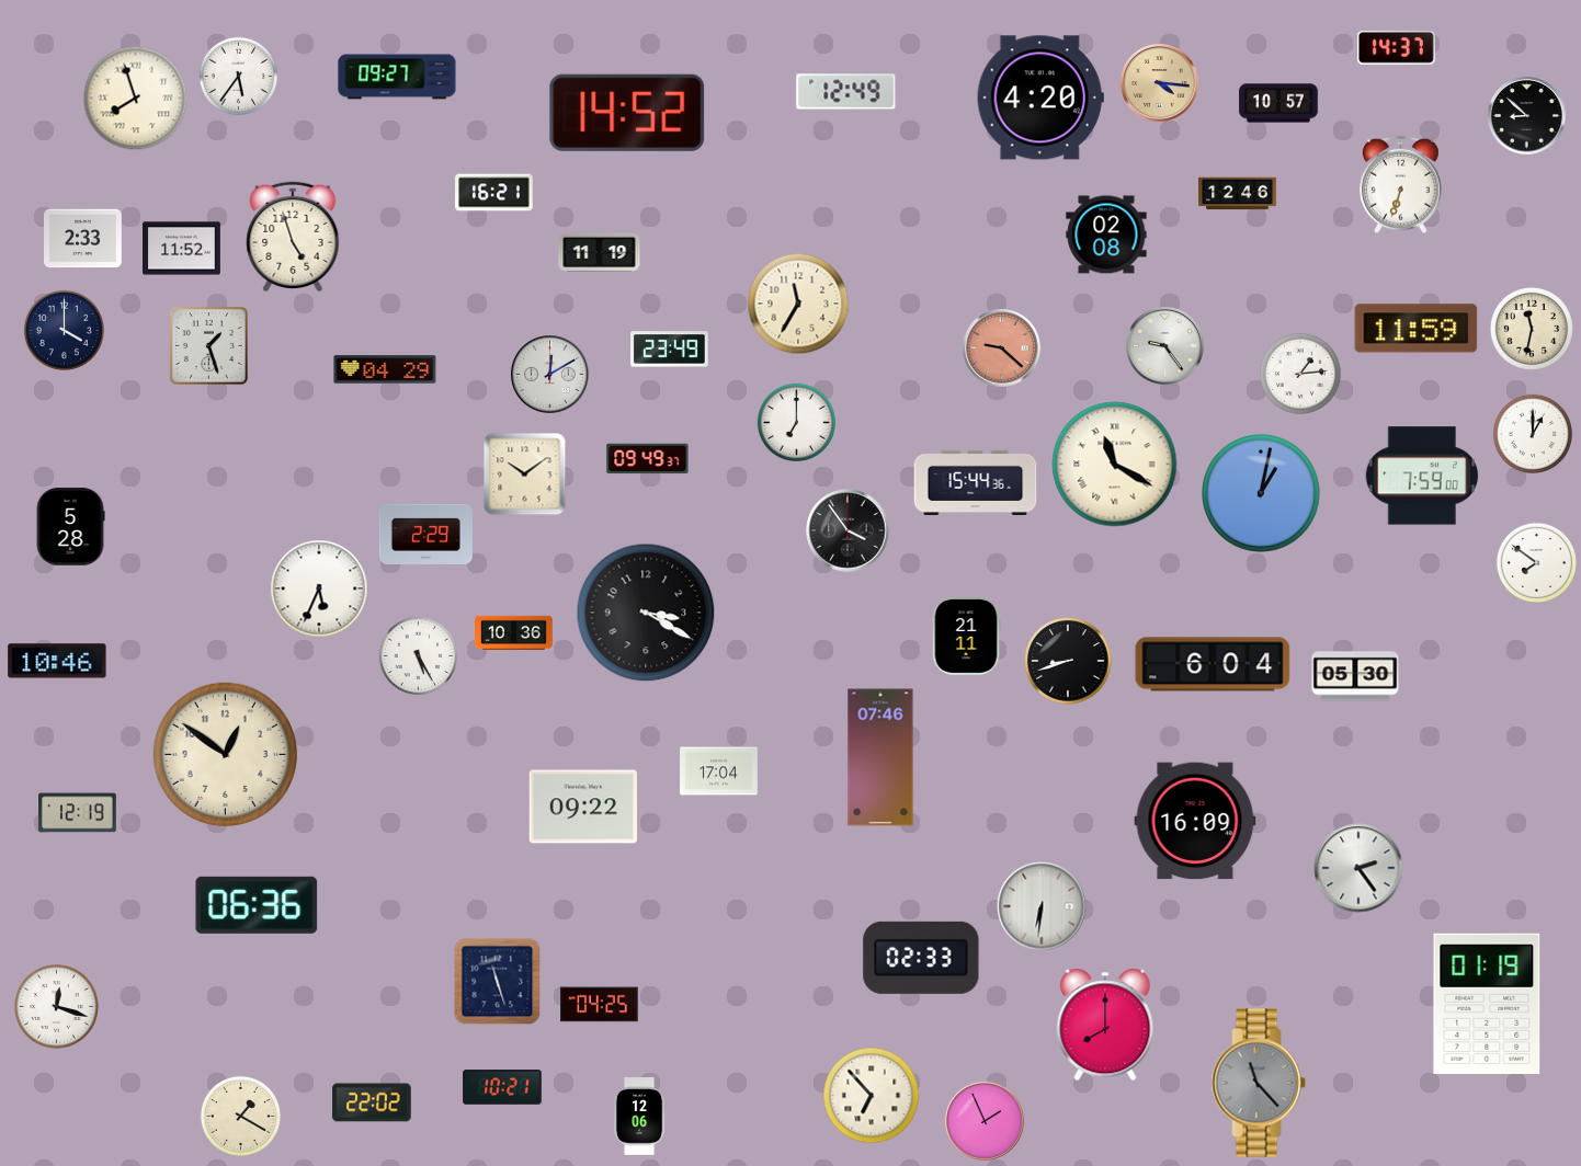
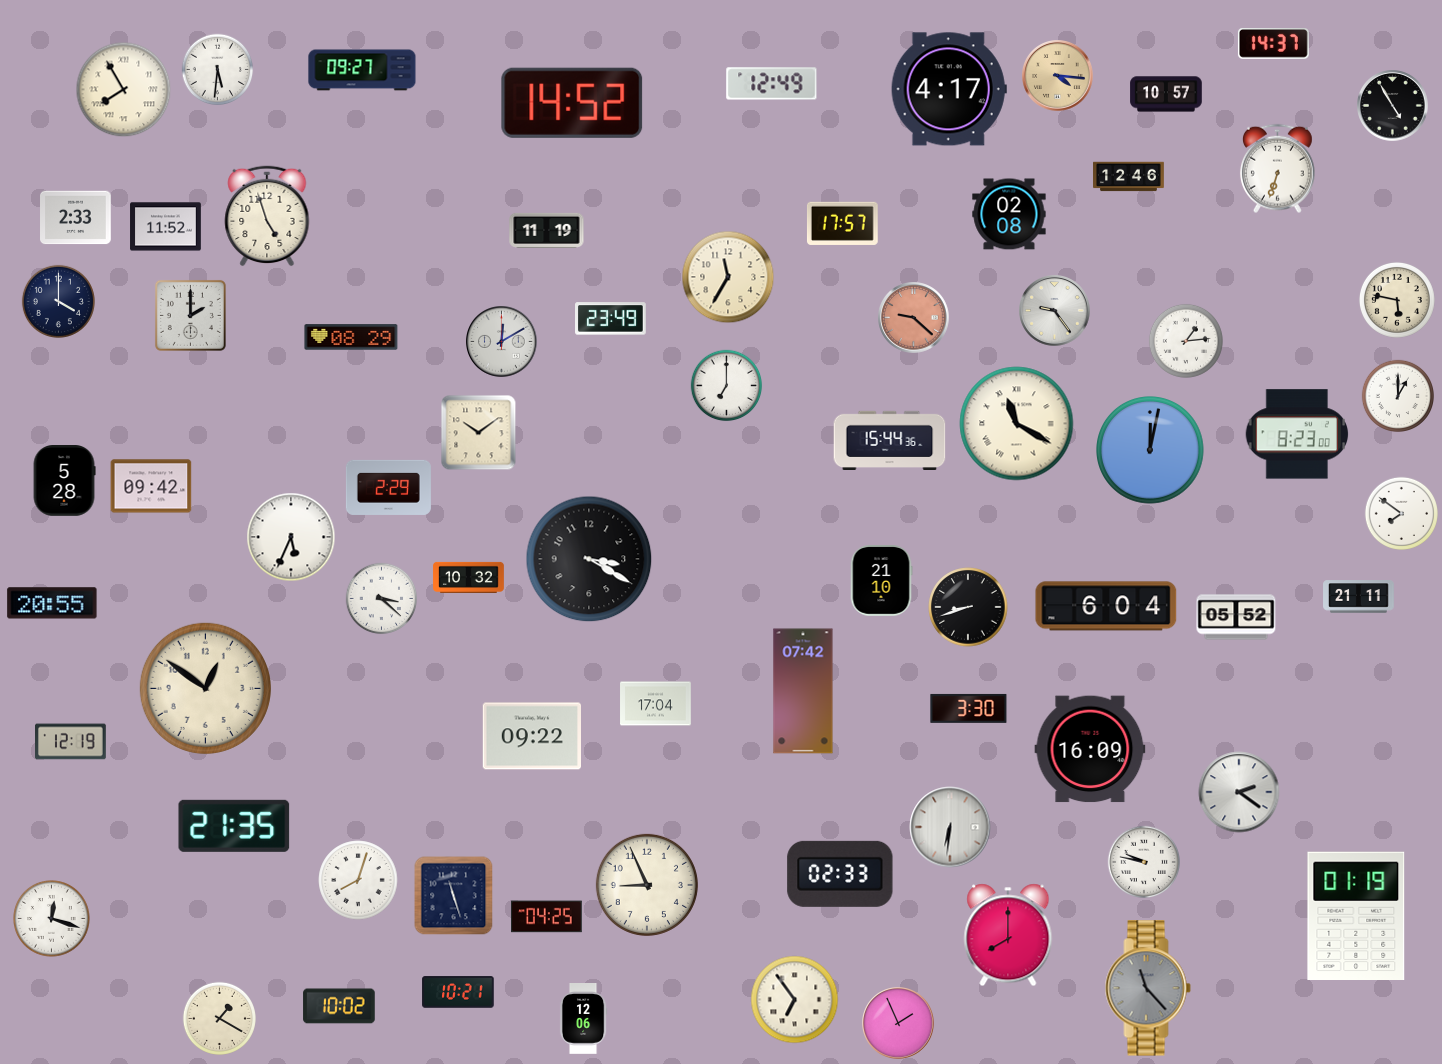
clock at (239, 77): 5:36 -> 5:31
clock at (1040, 98): 4:20 -> 4:17
clock at (136, 99): 7:57 -> 7:55
clock at (1527, 116): 8:52 -> 4:55
clock at (494, 193): 16:21 -> none
clock at (842, 223): none -> 17:57
clock at (1417, 329): 11:59 -> none
clock at (1532, 329): 11:32 -> 5:47
clock at (208, 345): 1:27 -> 2:00
clock at (1165, 346) position: (1165, 346) -> (1055, 311)
clock at (385, 369): 04:29 -> 08:29
clock at (648, 459): 09:49 -> none
clock at (1422, 476): 7:59 -> 8:23
clock at (1262, 494): 1:02 -> 12:02
clock at (848, 530): 3:54 -> none
clock at (151, 486): none -> 09:42
clock at (514, 632): 10:36 -> 10:32
clock at (966, 637): 21:11 -> 21:10
clock at (1359, 597): none -> 21:11
clock at (419, 656): 5:25 -> 3:22
clock at (57, 661): 10:46 -> 20:55
clock at (1068, 661) position: (1068, 661) -> (968, 607)
clock at (1355, 676): 05:30 -> 05:52
clock at (880, 757): 07:46 -> 07:42
clock at (969, 708): none -> 3:30
clock at (1358, 868): 2:24 -> 2:21
clock at (257, 905): 06:36 -> 21:35
clock at (1143, 861): none -> 9:47
clock at (358, 880): none -> 8:03
clock at (647, 885): none -> 8:56
clock at (872, 1096): 6:53 -> 6:54
clock at (372, 1102): 22:02 -> 10:02
